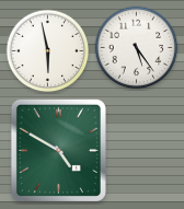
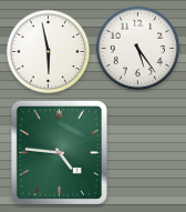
clock at (58, 150): 4:50 -> 4:46
